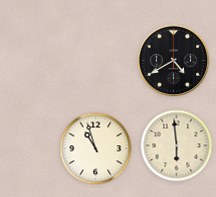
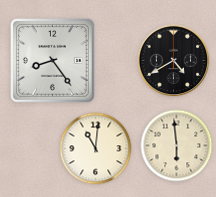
clock at (53, 61): none -> 8:24
clock at (96, 149): 10:57 -> 11:01
